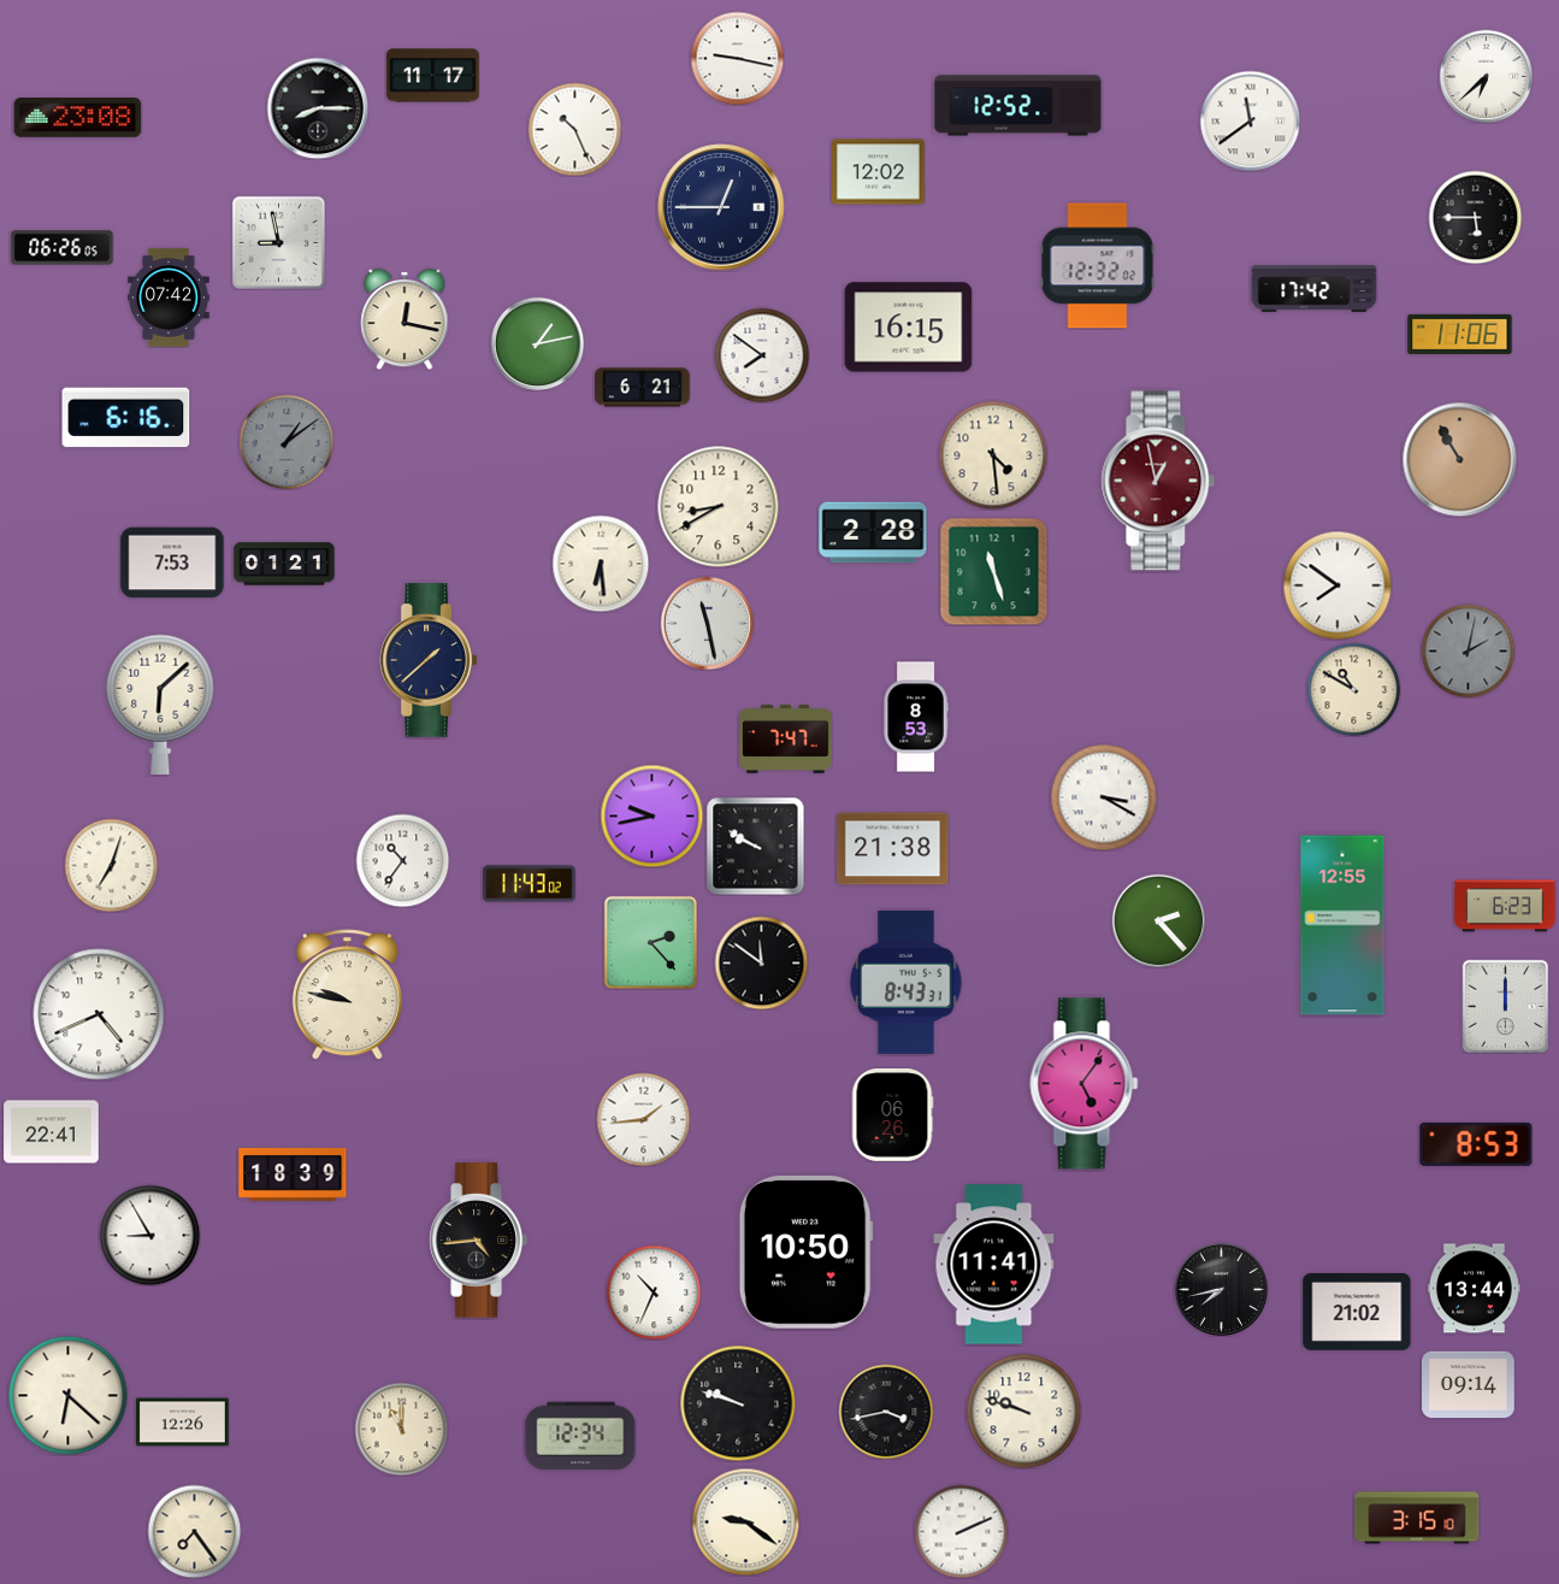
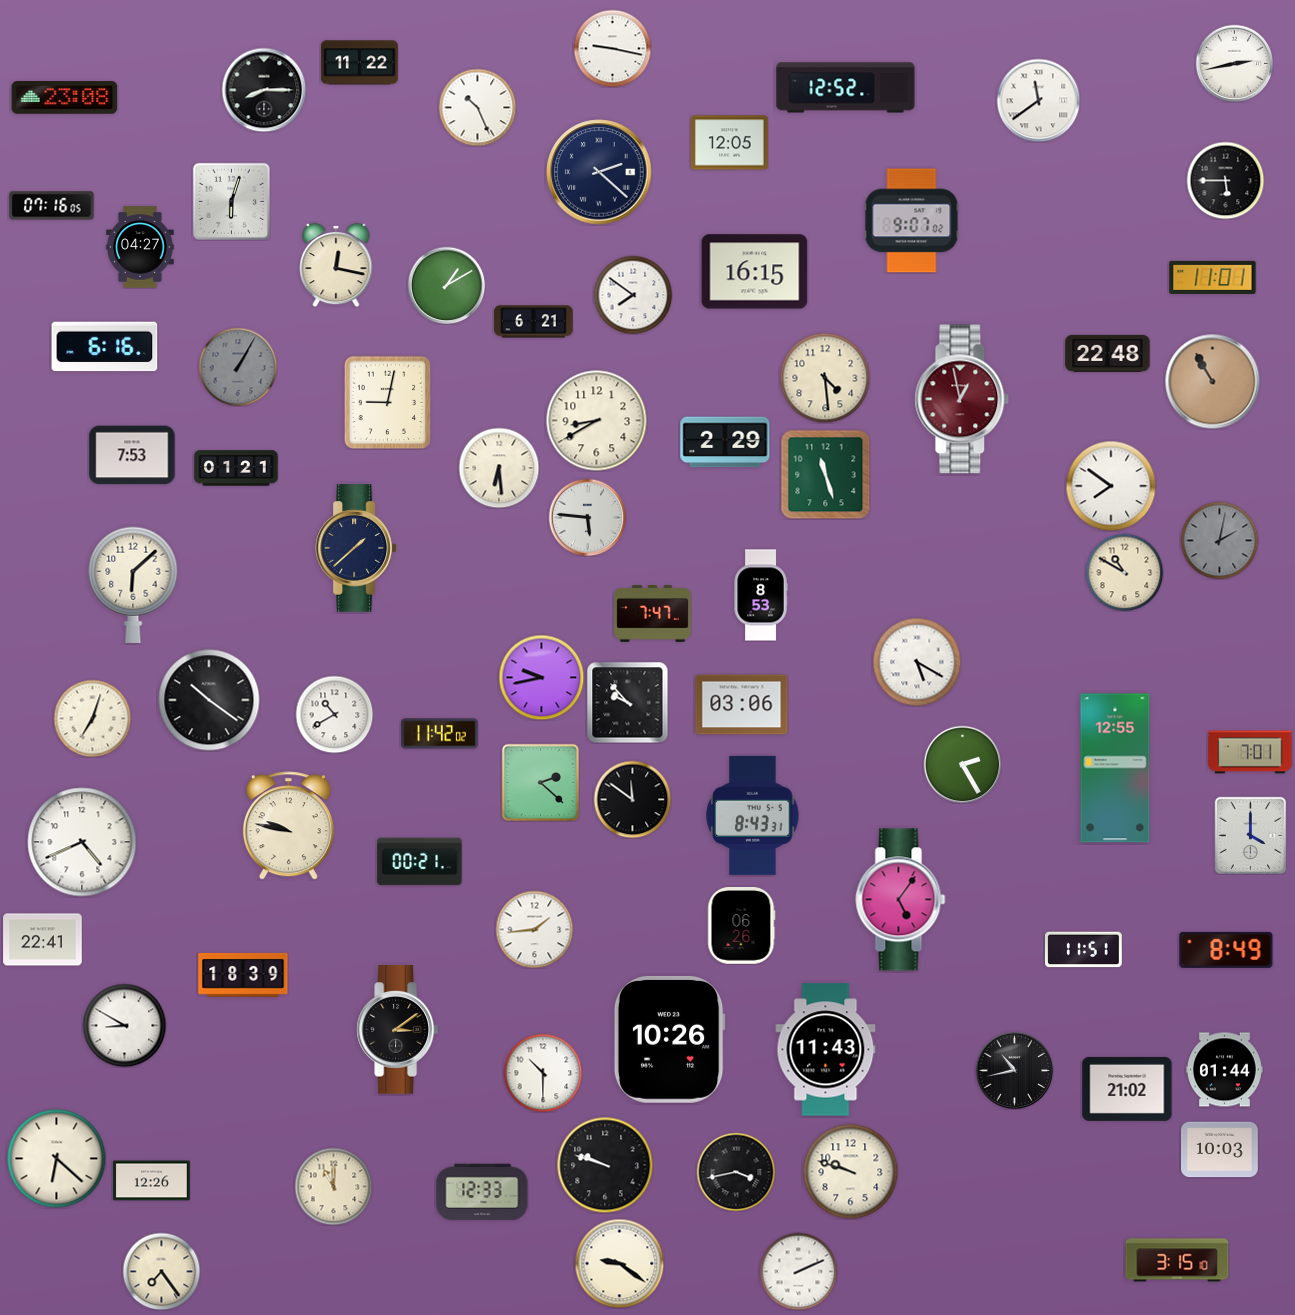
clock at (433, 76): 11:17 -> 11:22
clock at (1486, 76): 6:38 -> 2:43
clock at (879, 172): 12:02 -> 12:05
clock at (721, 207): 12:45 -> 2:22
clock at (278, 242): 8:58 -> 6:03
clock at (63, 248): 06:26 -> 07:16
clock at (1098, 266): 12:32 -> 9:07
clock at (1315, 289): 17:42 -> none
clock at (169, 298): 07:42 -> 04:27
clock at (1460, 334): 11:06 -> 11:01
clock at (537, 343): 1:13 -> 1:10
clock at (1108, 353): none -> 22:48
clock at (287, 442): 1:09 -> 1:05
clock at (388, 402): none -> 9:02
clock at (873, 532): 2:28 -> 2:29
clock at (172, 563) position: (172, 563) -> (132, 455)
clock at (707, 623): 11:28 -> 5:46
clock at (1104, 797): 3:20 -> 5:20
clock at (209, 700): none -> 10:21
clock at (755, 846): 9:50 -> 9:53
clock at (893, 849): 21:38 -> 03:06
clock at (402, 860): 10:36 -> 10:40
clock at (530, 884): 11:43 -> 11:42
clock at (1505, 906): 6:23 -> 7:01
clock at (1158, 920): 2:23 -> 2:25
clock at (650, 942): 2:23 -> 2:22
clock at (1506, 1006): 12:00 -> 4:00
clock at (420, 862): none -> 00:21
clock at (1084, 950): none -> 11:51
clock at (1476, 1144): 8:53 -> 8:49
clock at (149, 1235): 8:55 -> 8:50
clock at (478, 1241): 4:44 -> 3:09
clock at (805, 1252): 10:50 -> 10:26
clock at (994, 1265): 11:41 -> 11:43
clock at (1221, 1289): 7:43 -> 10:43
clock at (1475, 1289): 13:44 -> 01:44
clock at (654, 1292): 10:34 -> 10:30
clock at (1469, 1385): 09:14 -> 10:03
clock at (738, 1403) position: (738, 1403) -> (605, 1165)
clock at (580, 1436): 12:34 -> 12:33
